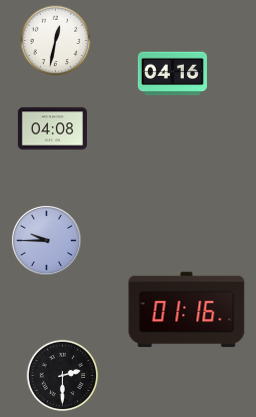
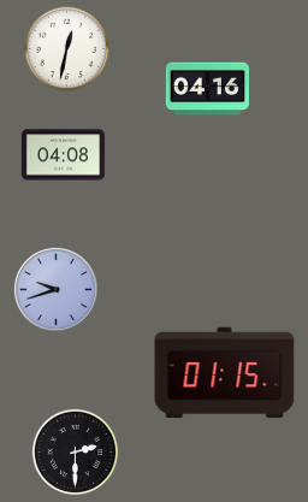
clock at (46, 240): 9:45 -> 9:42
clock at (187, 310): 01:16 -> 01:15
